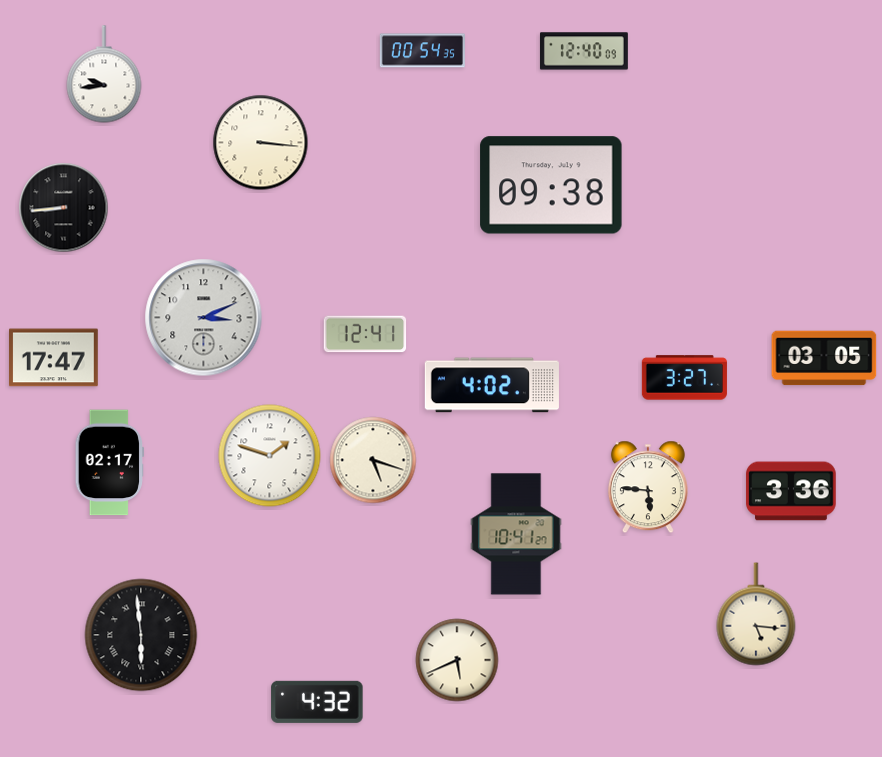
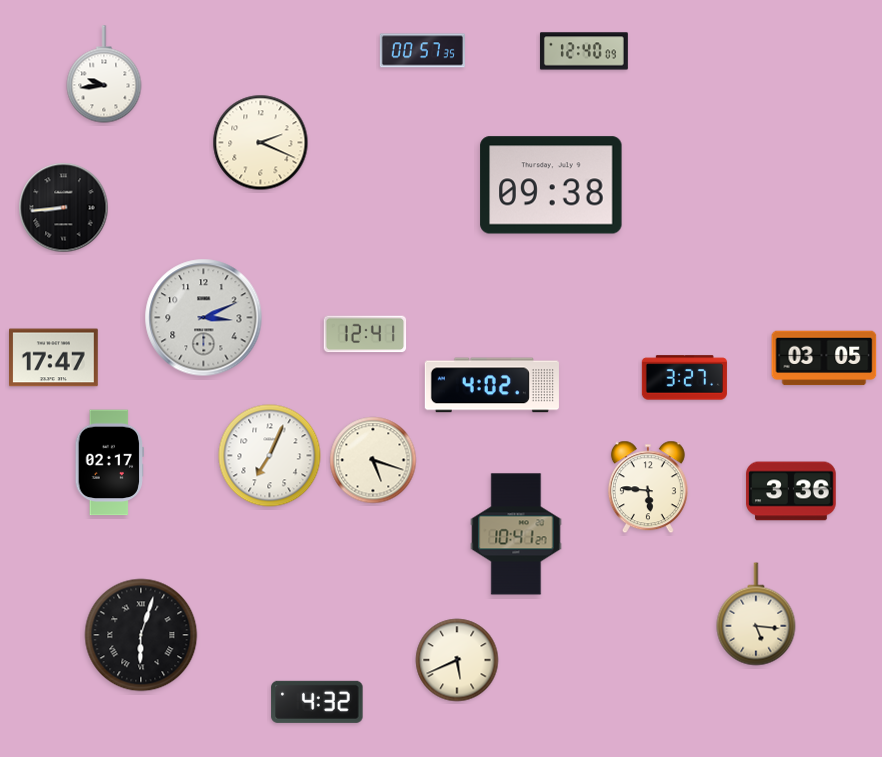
clock at (422, 51): 00:54 -> 00:57
clock at (261, 143): 3:16 -> 2:19
clock at (270, 456): 1:48 -> 7:04
clock at (141, 635): 5:59 -> 6:03
